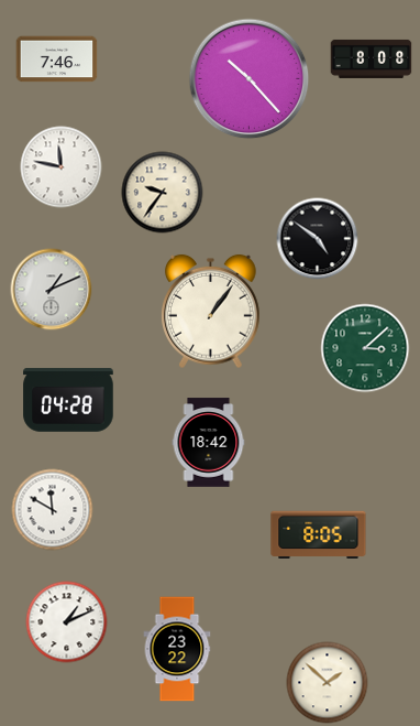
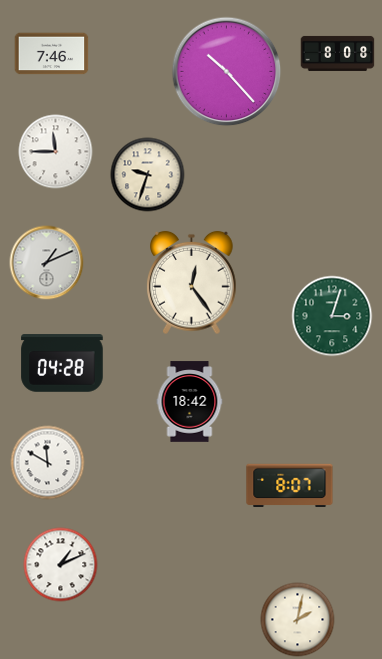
clock at (62, 167): 11:47 -> 11:45
clock at (163, 193): 9:36 -> 9:33
clock at (318, 239): 4:51 -> none
clock at (211, 312): 1:06 -> 12:24
clock at (365, 348): 3:08 -> 3:03
clock at (319, 535): 8:05 -> 8:07
clock at (177, 649): 23:22 -> none
clock at (328, 683): 1:52 -> 2:02
